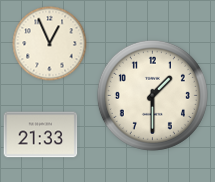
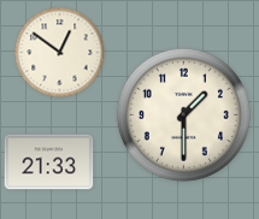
clock at (50, 44): 12:56 -> 12:51
